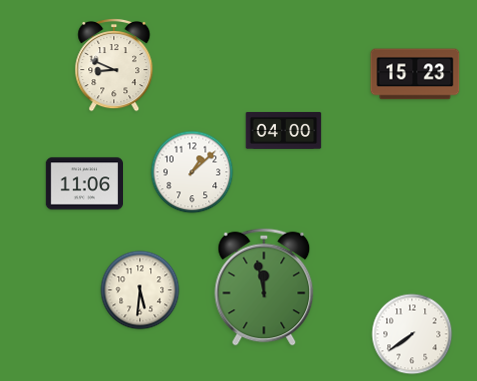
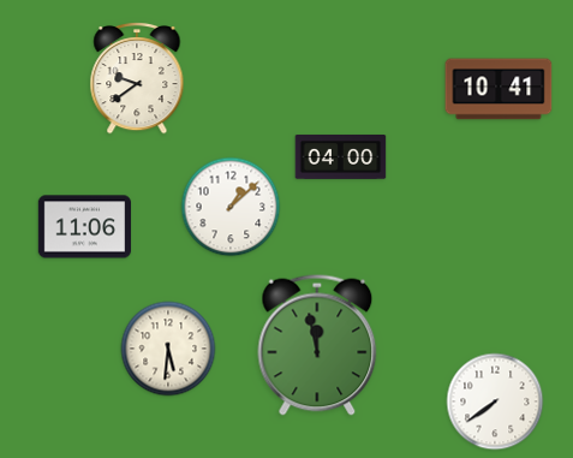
clock at (114, 65): 8:49 -> 9:39
clock at (415, 74): 15:23 -> 10:41
clock at (84, 184) position: (84, 184) -> (84, 227)
